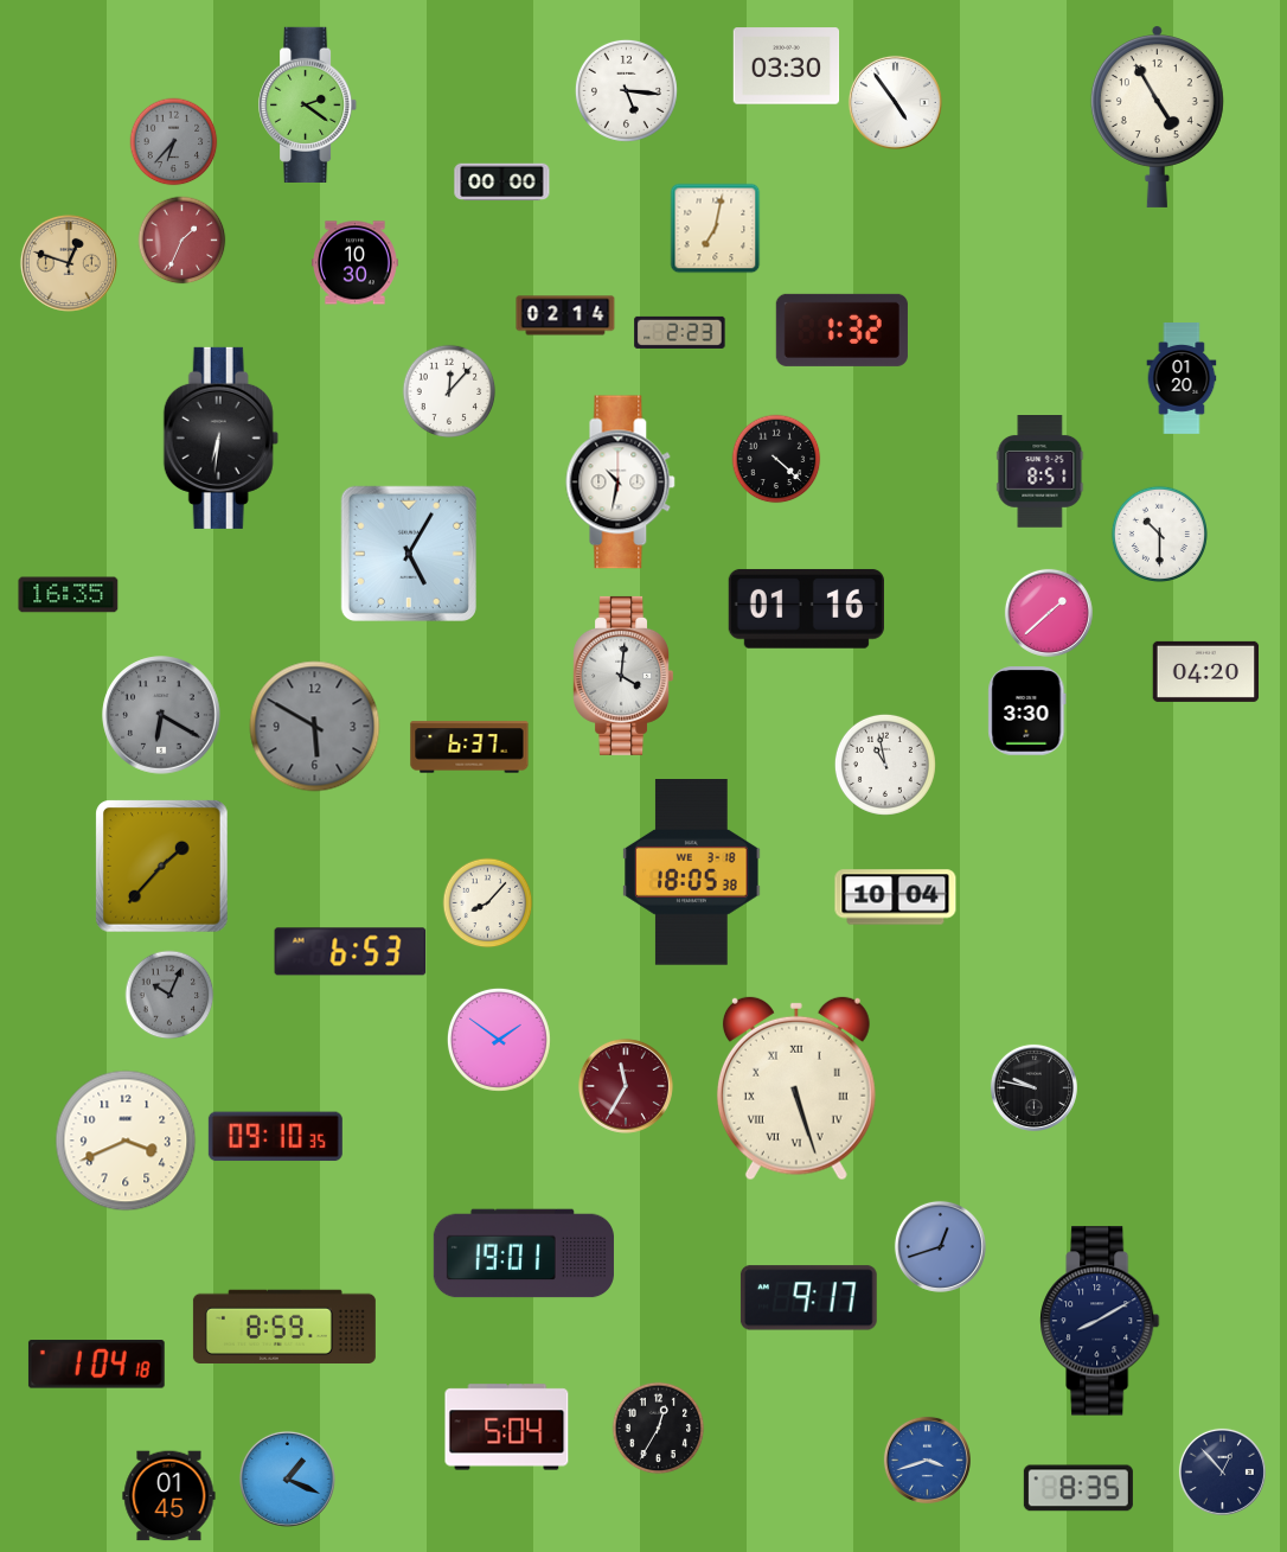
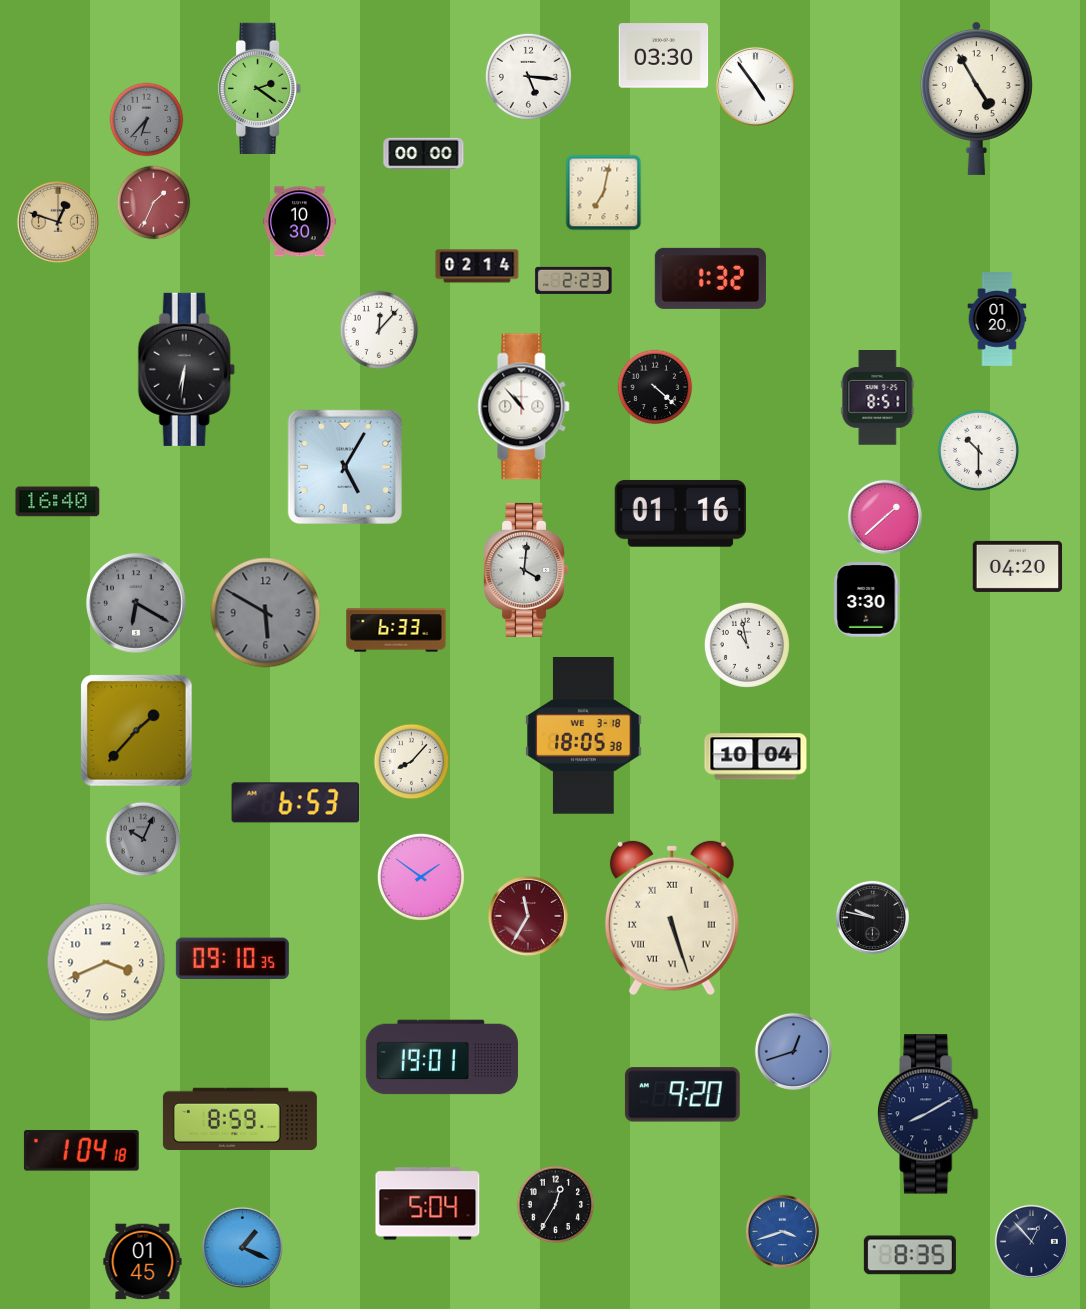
clock at (621, 483): 10:32 -> 10:53
clock at (69, 595): 16:35 -> 16:40
clock at (469, 747): 6:37 -> 6:33
clock at (808, 1298): 9:17 -> 9:20
